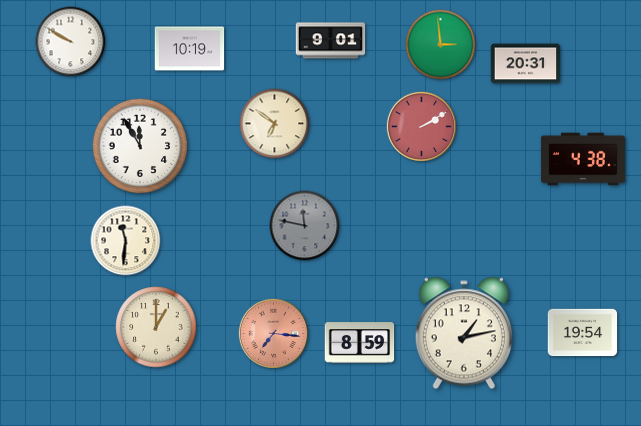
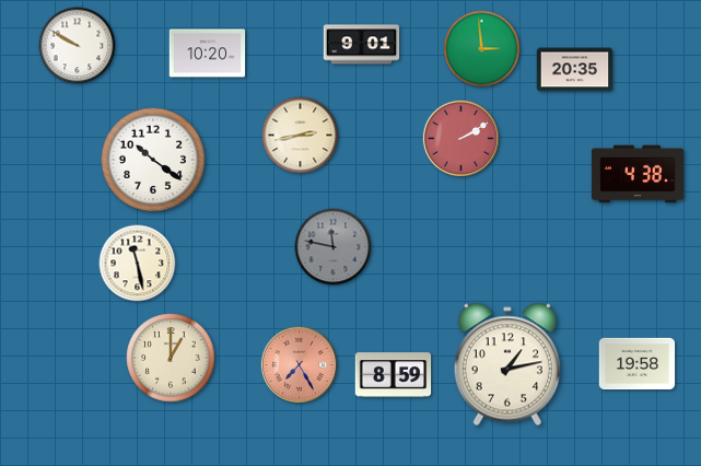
clock at (190, 49): 10:19 -> 10:20
clock at (526, 64): 20:31 -> 20:35
clock at (275, 124): 6:51 -> 2:43
clock at (140, 146): 11:55 -> 10:21
clock at (126, 241): 11:31 -> 11:28
clock at (273, 333): 7:16 -> 7:25
clock at (583, 333): 19:54 -> 19:58
